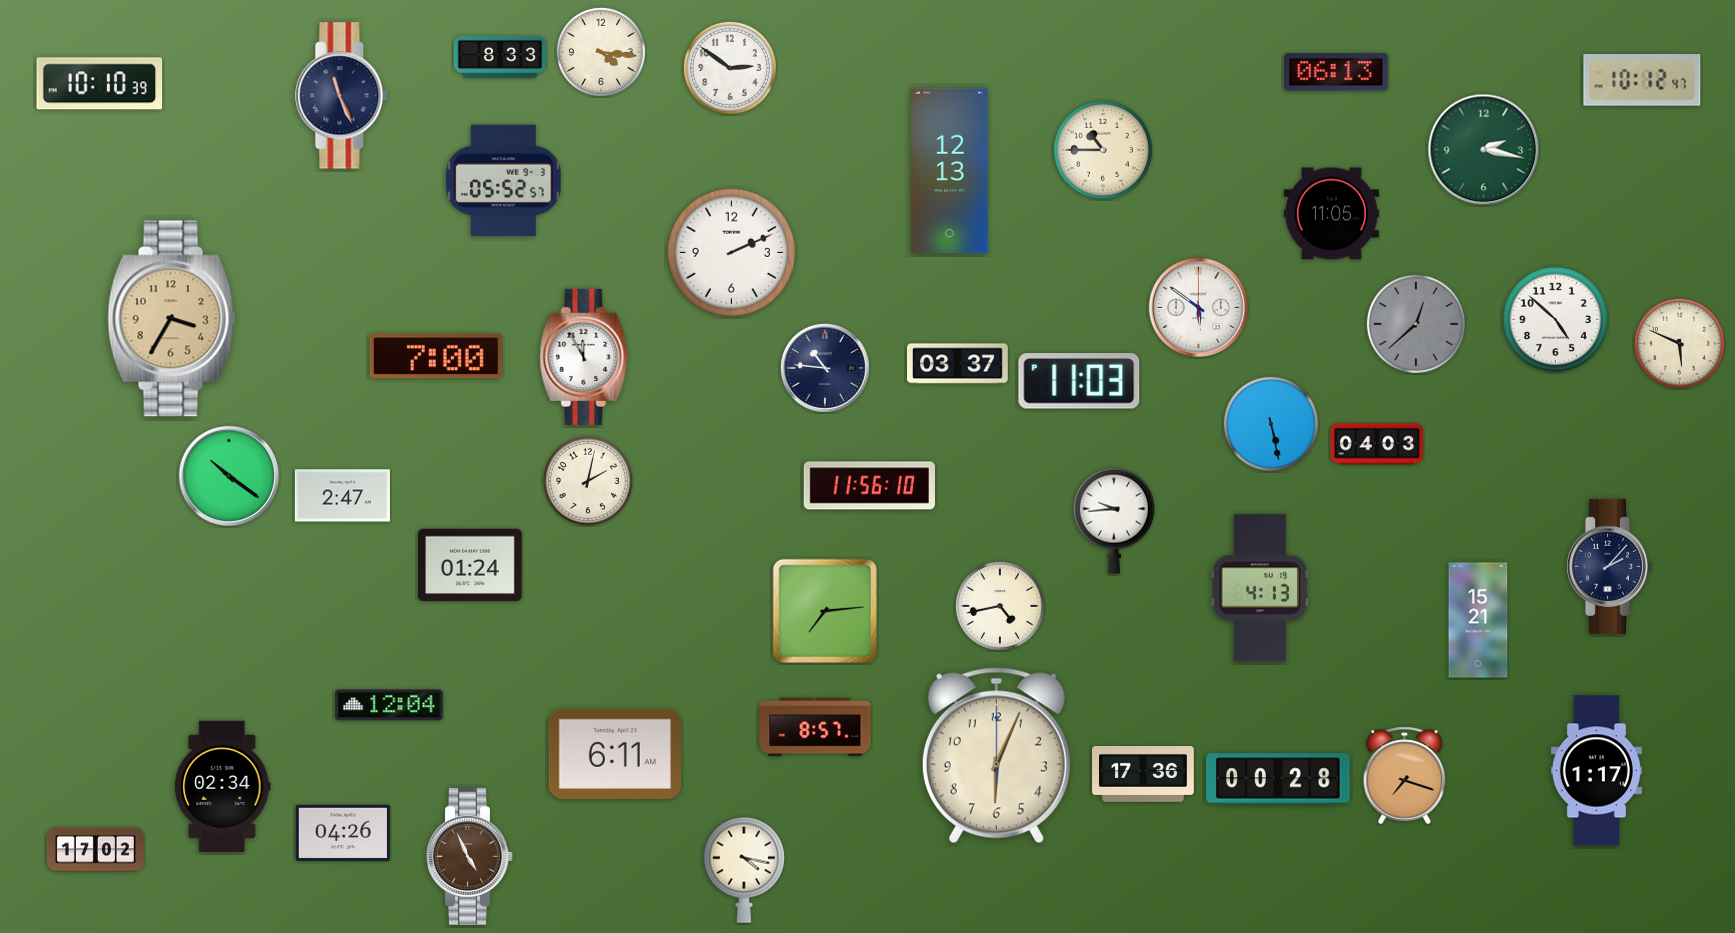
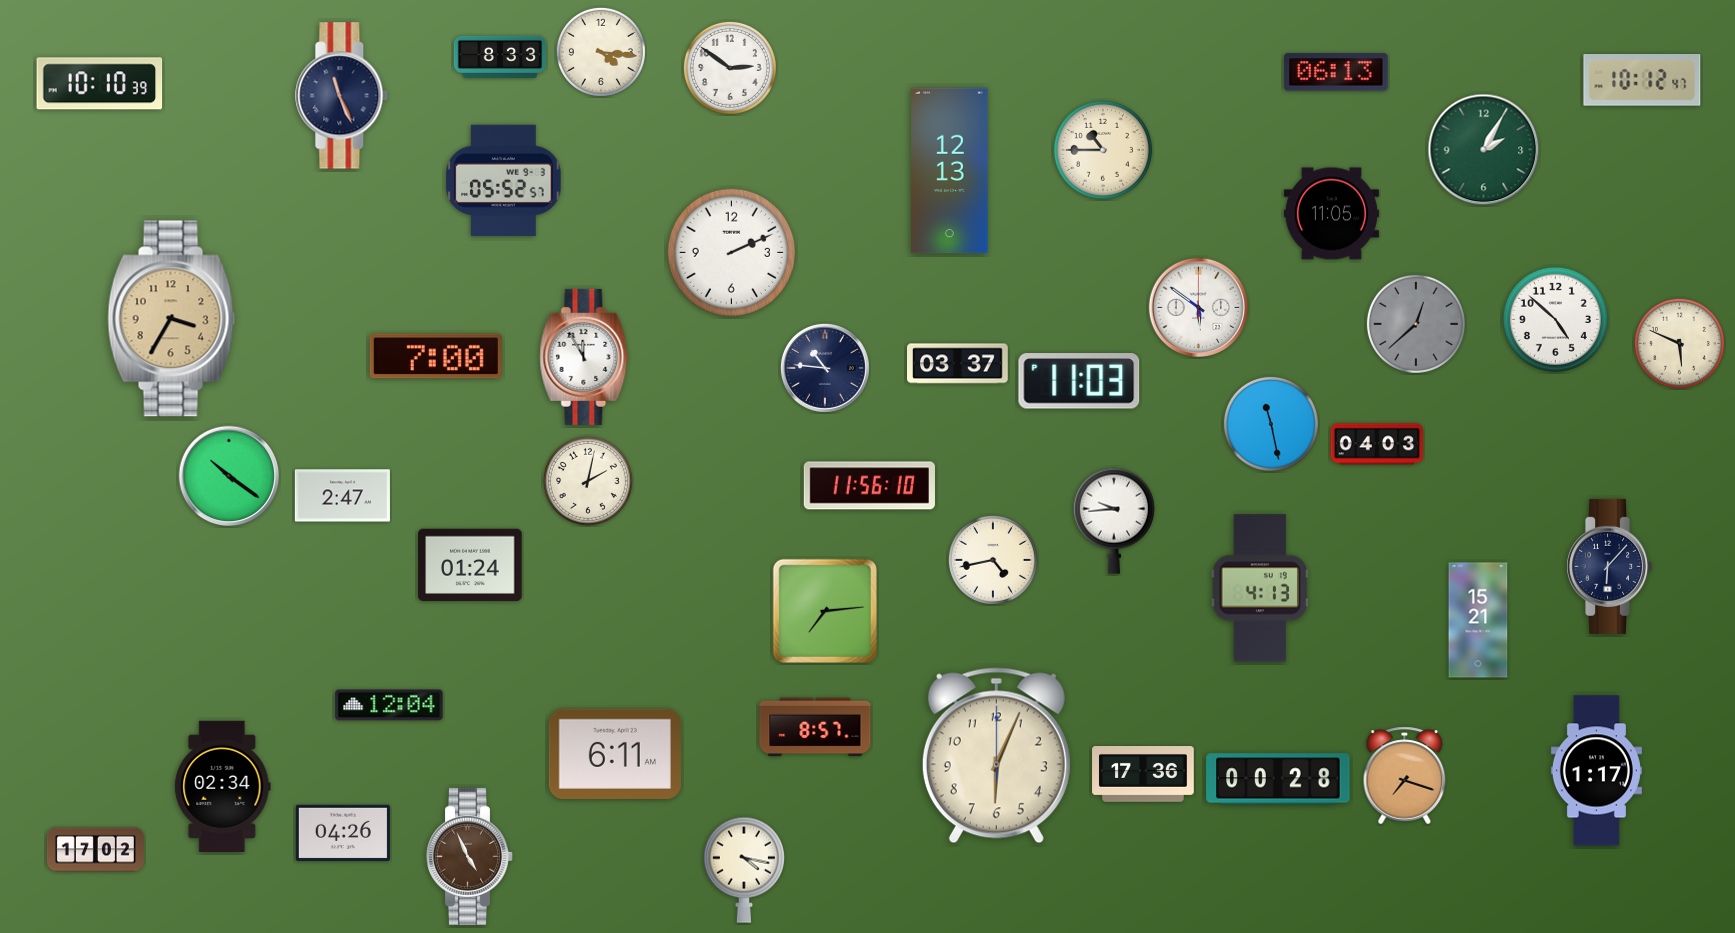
clock at (1484, 150): 2:17 -> 2:05
clock at (1271, 424): 5:28 -> 11:28
clock at (1610, 566): 2:07 -> 6:07
clock at (1000, 606) position: (1000, 606) -> (993, 560)
